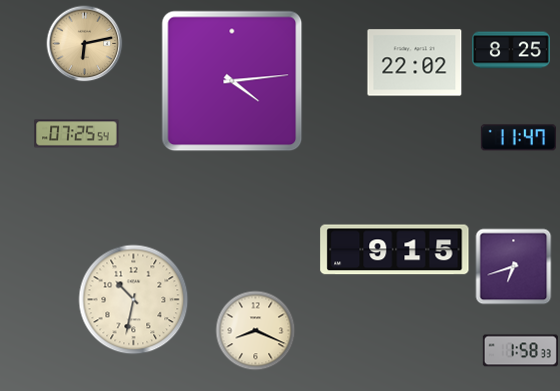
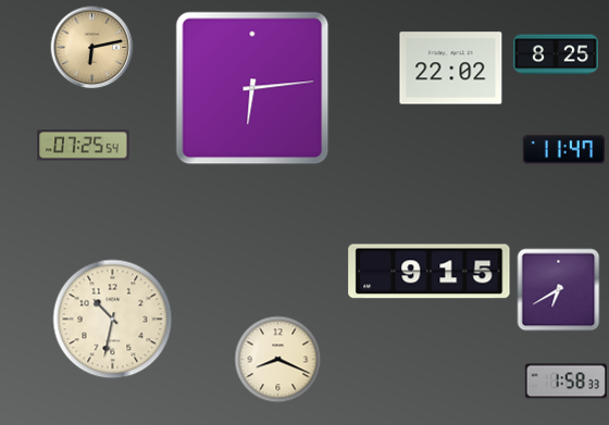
clock at (232, 81): 4:14 -> 6:14
clock at (514, 267): 6:42 -> 6:40
clock at (134, 300) position: (134, 300) -> (113, 320)
